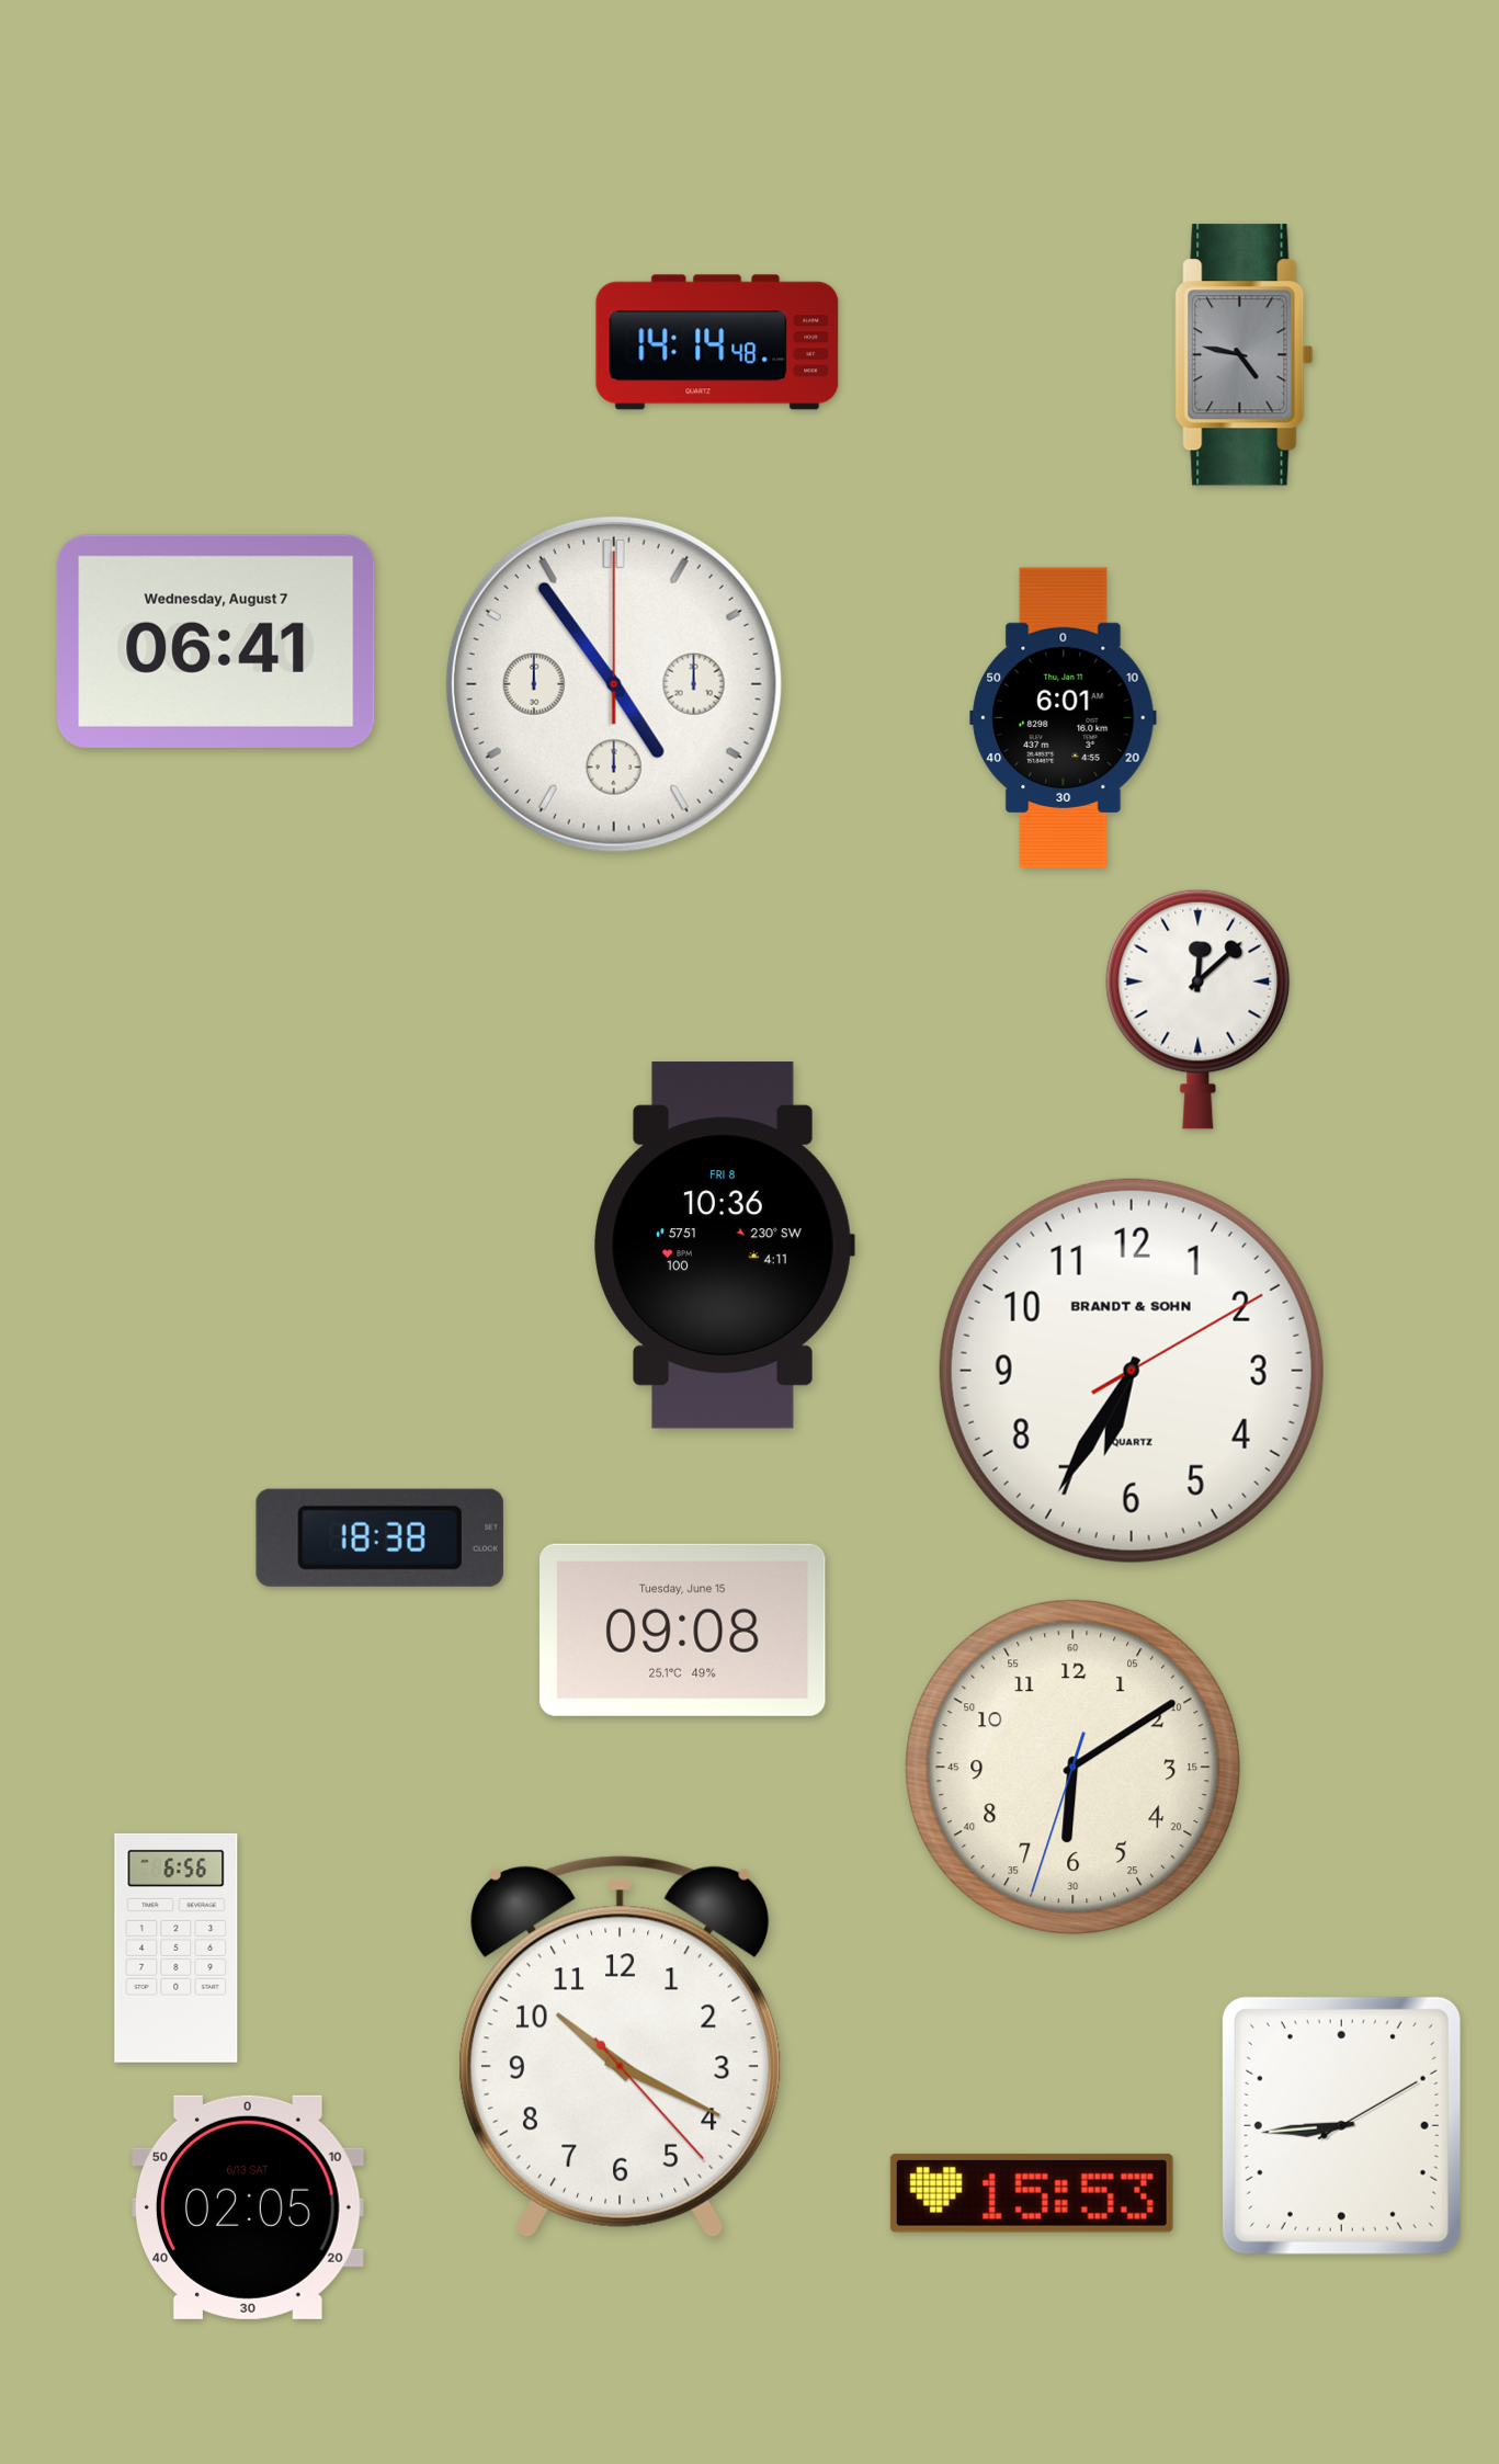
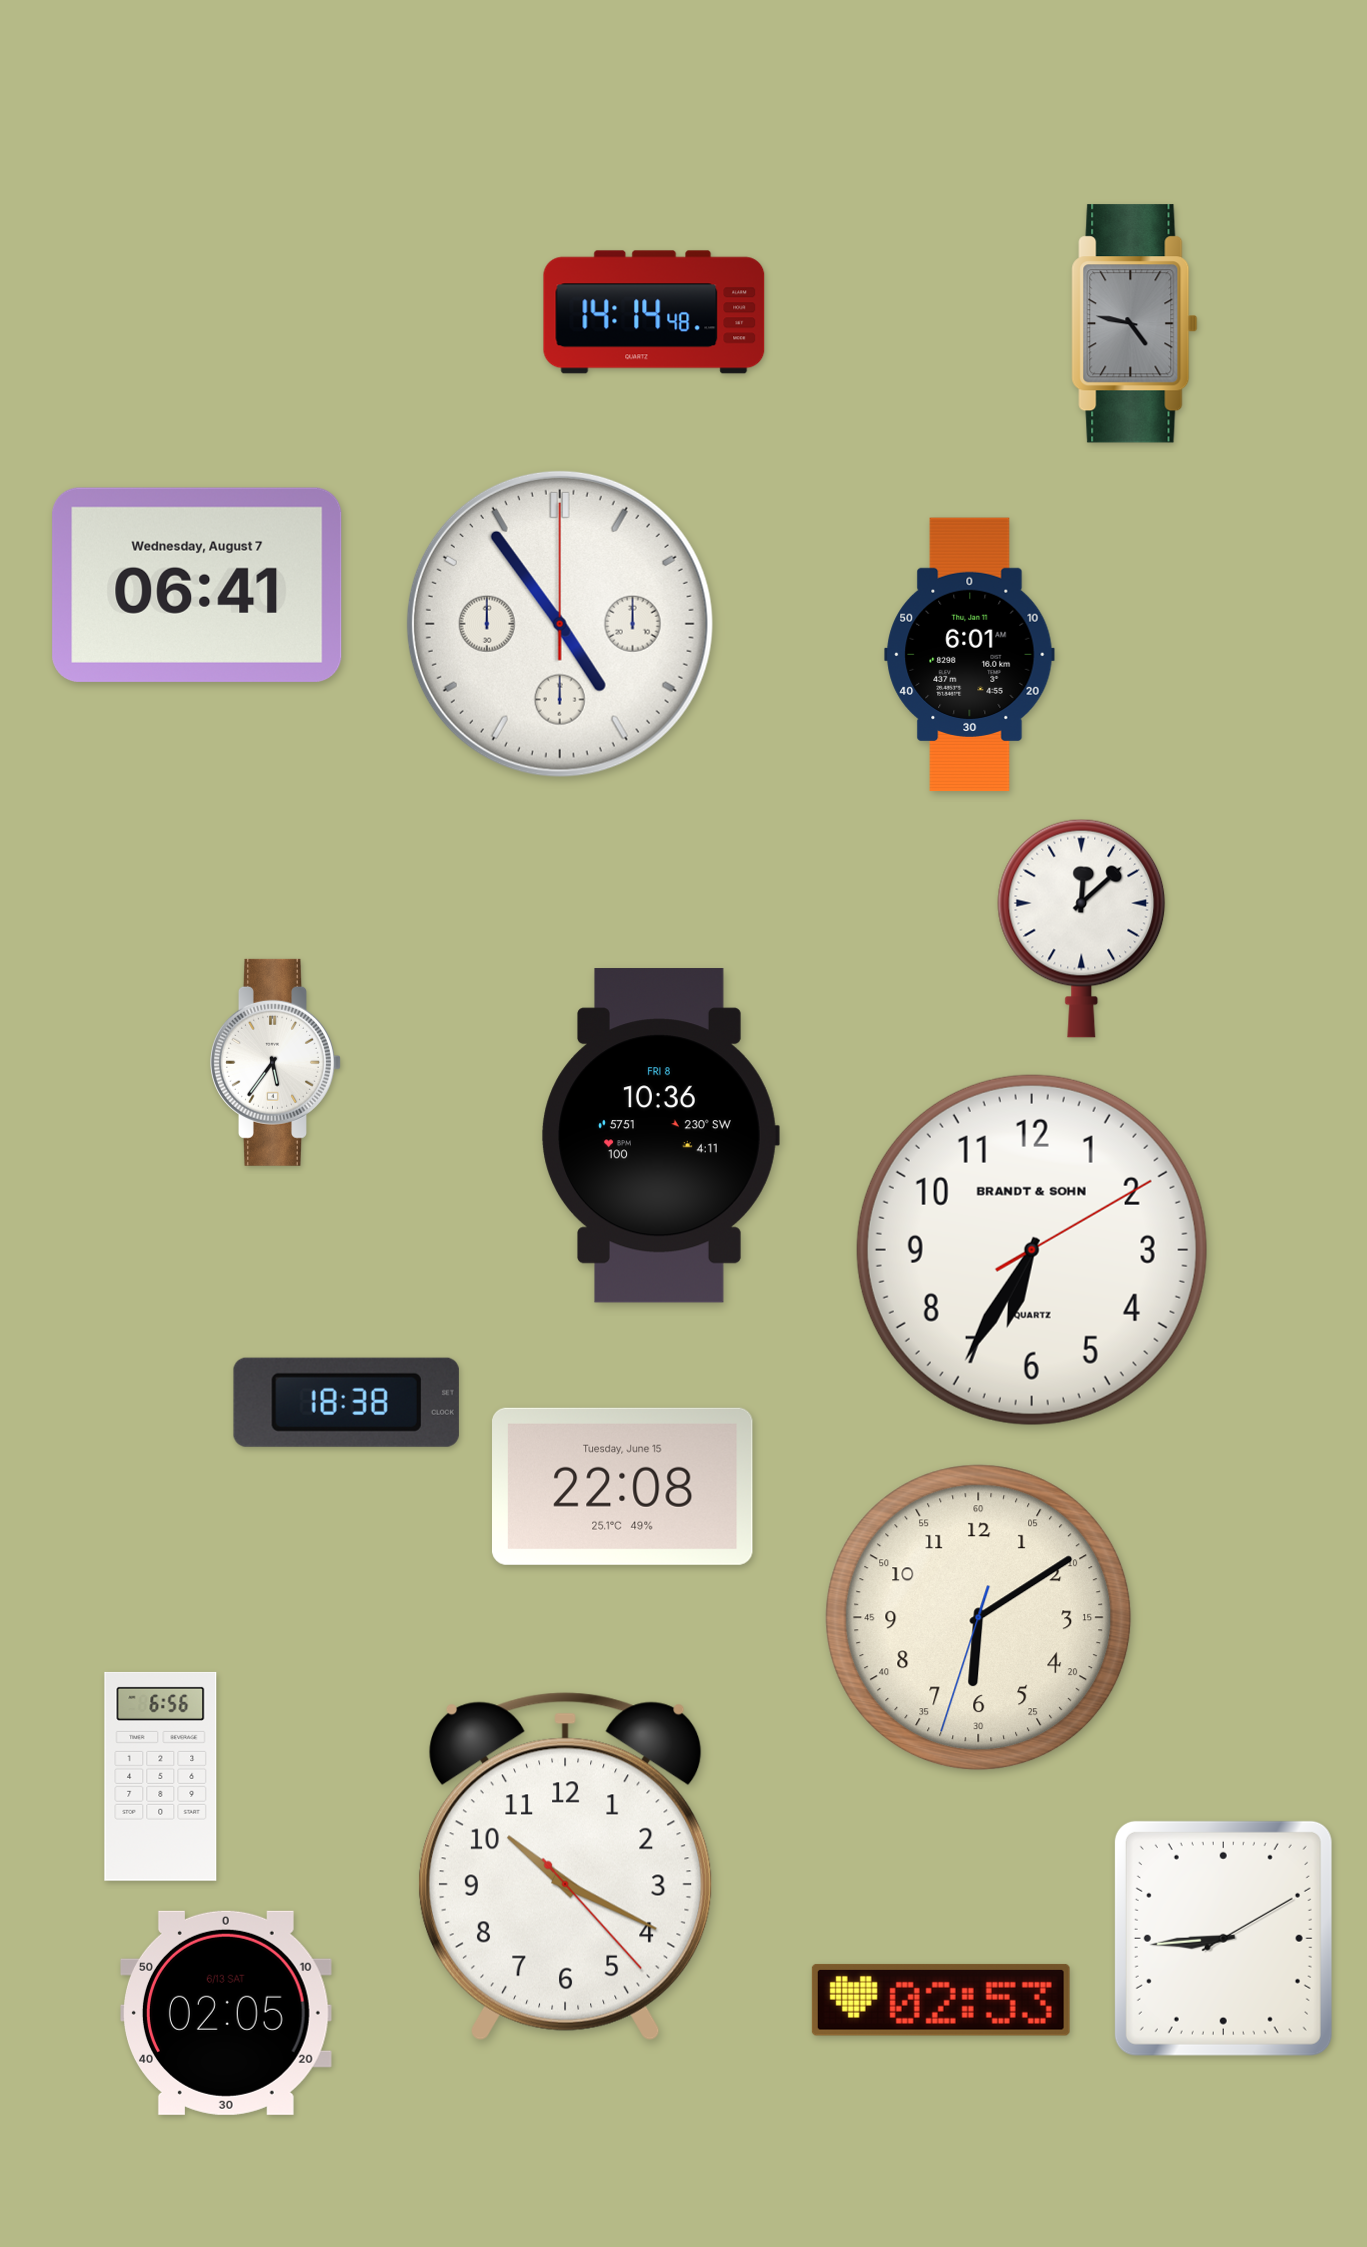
clock at (1199, 1009) position: (1199, 1009) -> (1082, 928)
clock at (276, 1062): none -> 5:36
clock at (682, 1630): 09:08 -> 22:08
clock at (1074, 1768) position: (1074, 1768) -> (979, 1618)
clock at (1032, 2193): 15:53 -> 02:53
